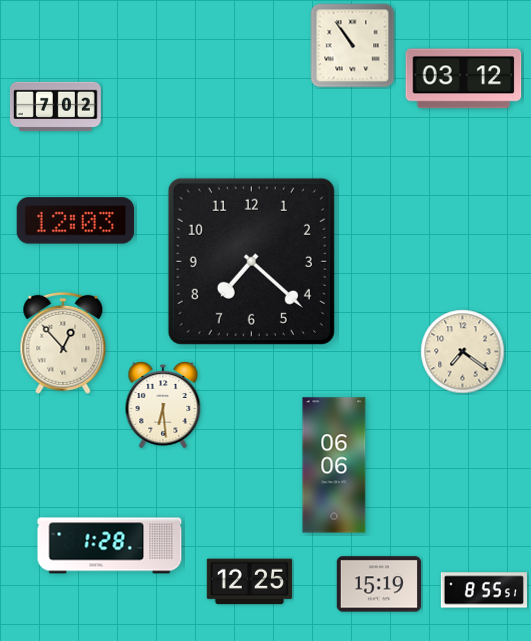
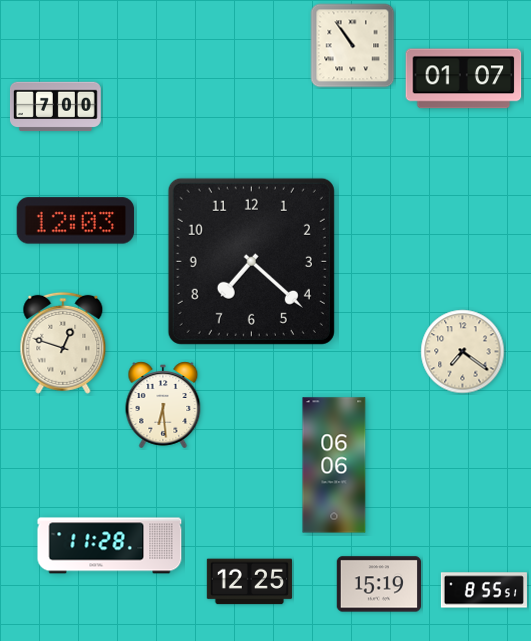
clock at (464, 79): 03:12 -> 01:07
clock at (55, 107): 7:02 -> 7:00
clock at (63, 343): 12:53 -> 12:48
clock at (110, 546): 1:28 -> 11:28
